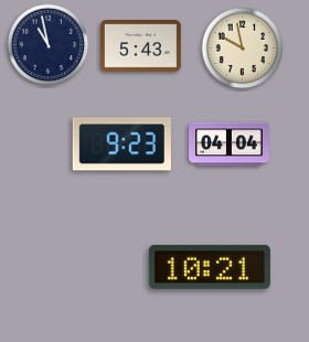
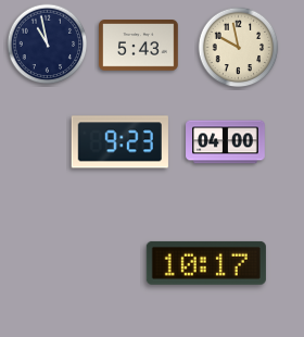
clock at (230, 145): 04:04 -> 04:00
clock at (210, 267): 10:21 -> 10:17
